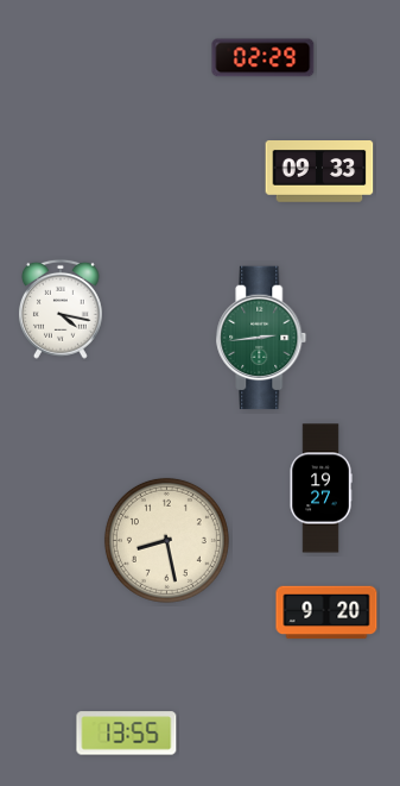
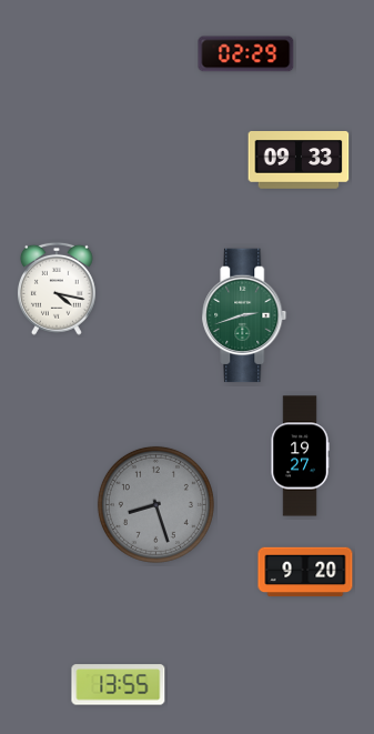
clock at (261, 338): 2:44 -> 2:42
clock at (166, 540): 8:28 -> 8:27
clock at (166, 540) dial: cream -> grey
